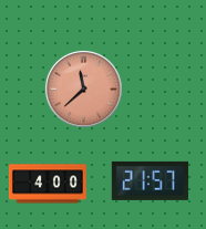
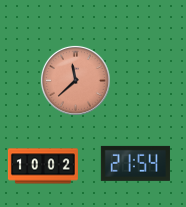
clock at (150, 180): 21:57 -> 21:54
clock at (48, 184): 4:00 -> 10:02
